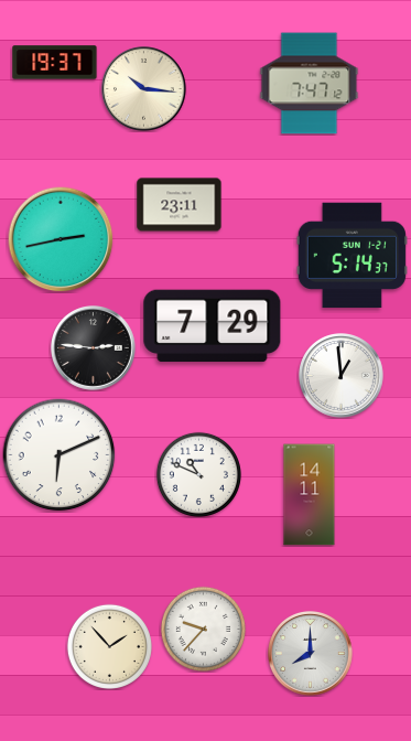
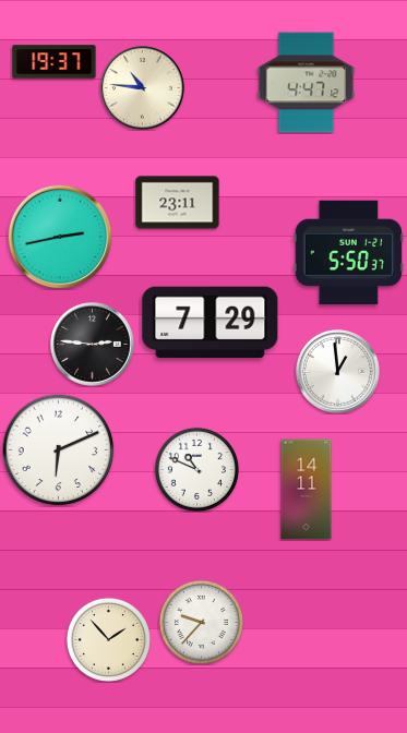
clock at (310, 84): 7:47 -> 4:47
clock at (144, 89): 10:16 -> 10:46
clock at (351, 256): 5:14 -> 5:50
clock at (311, 654): 8:00 -> none
